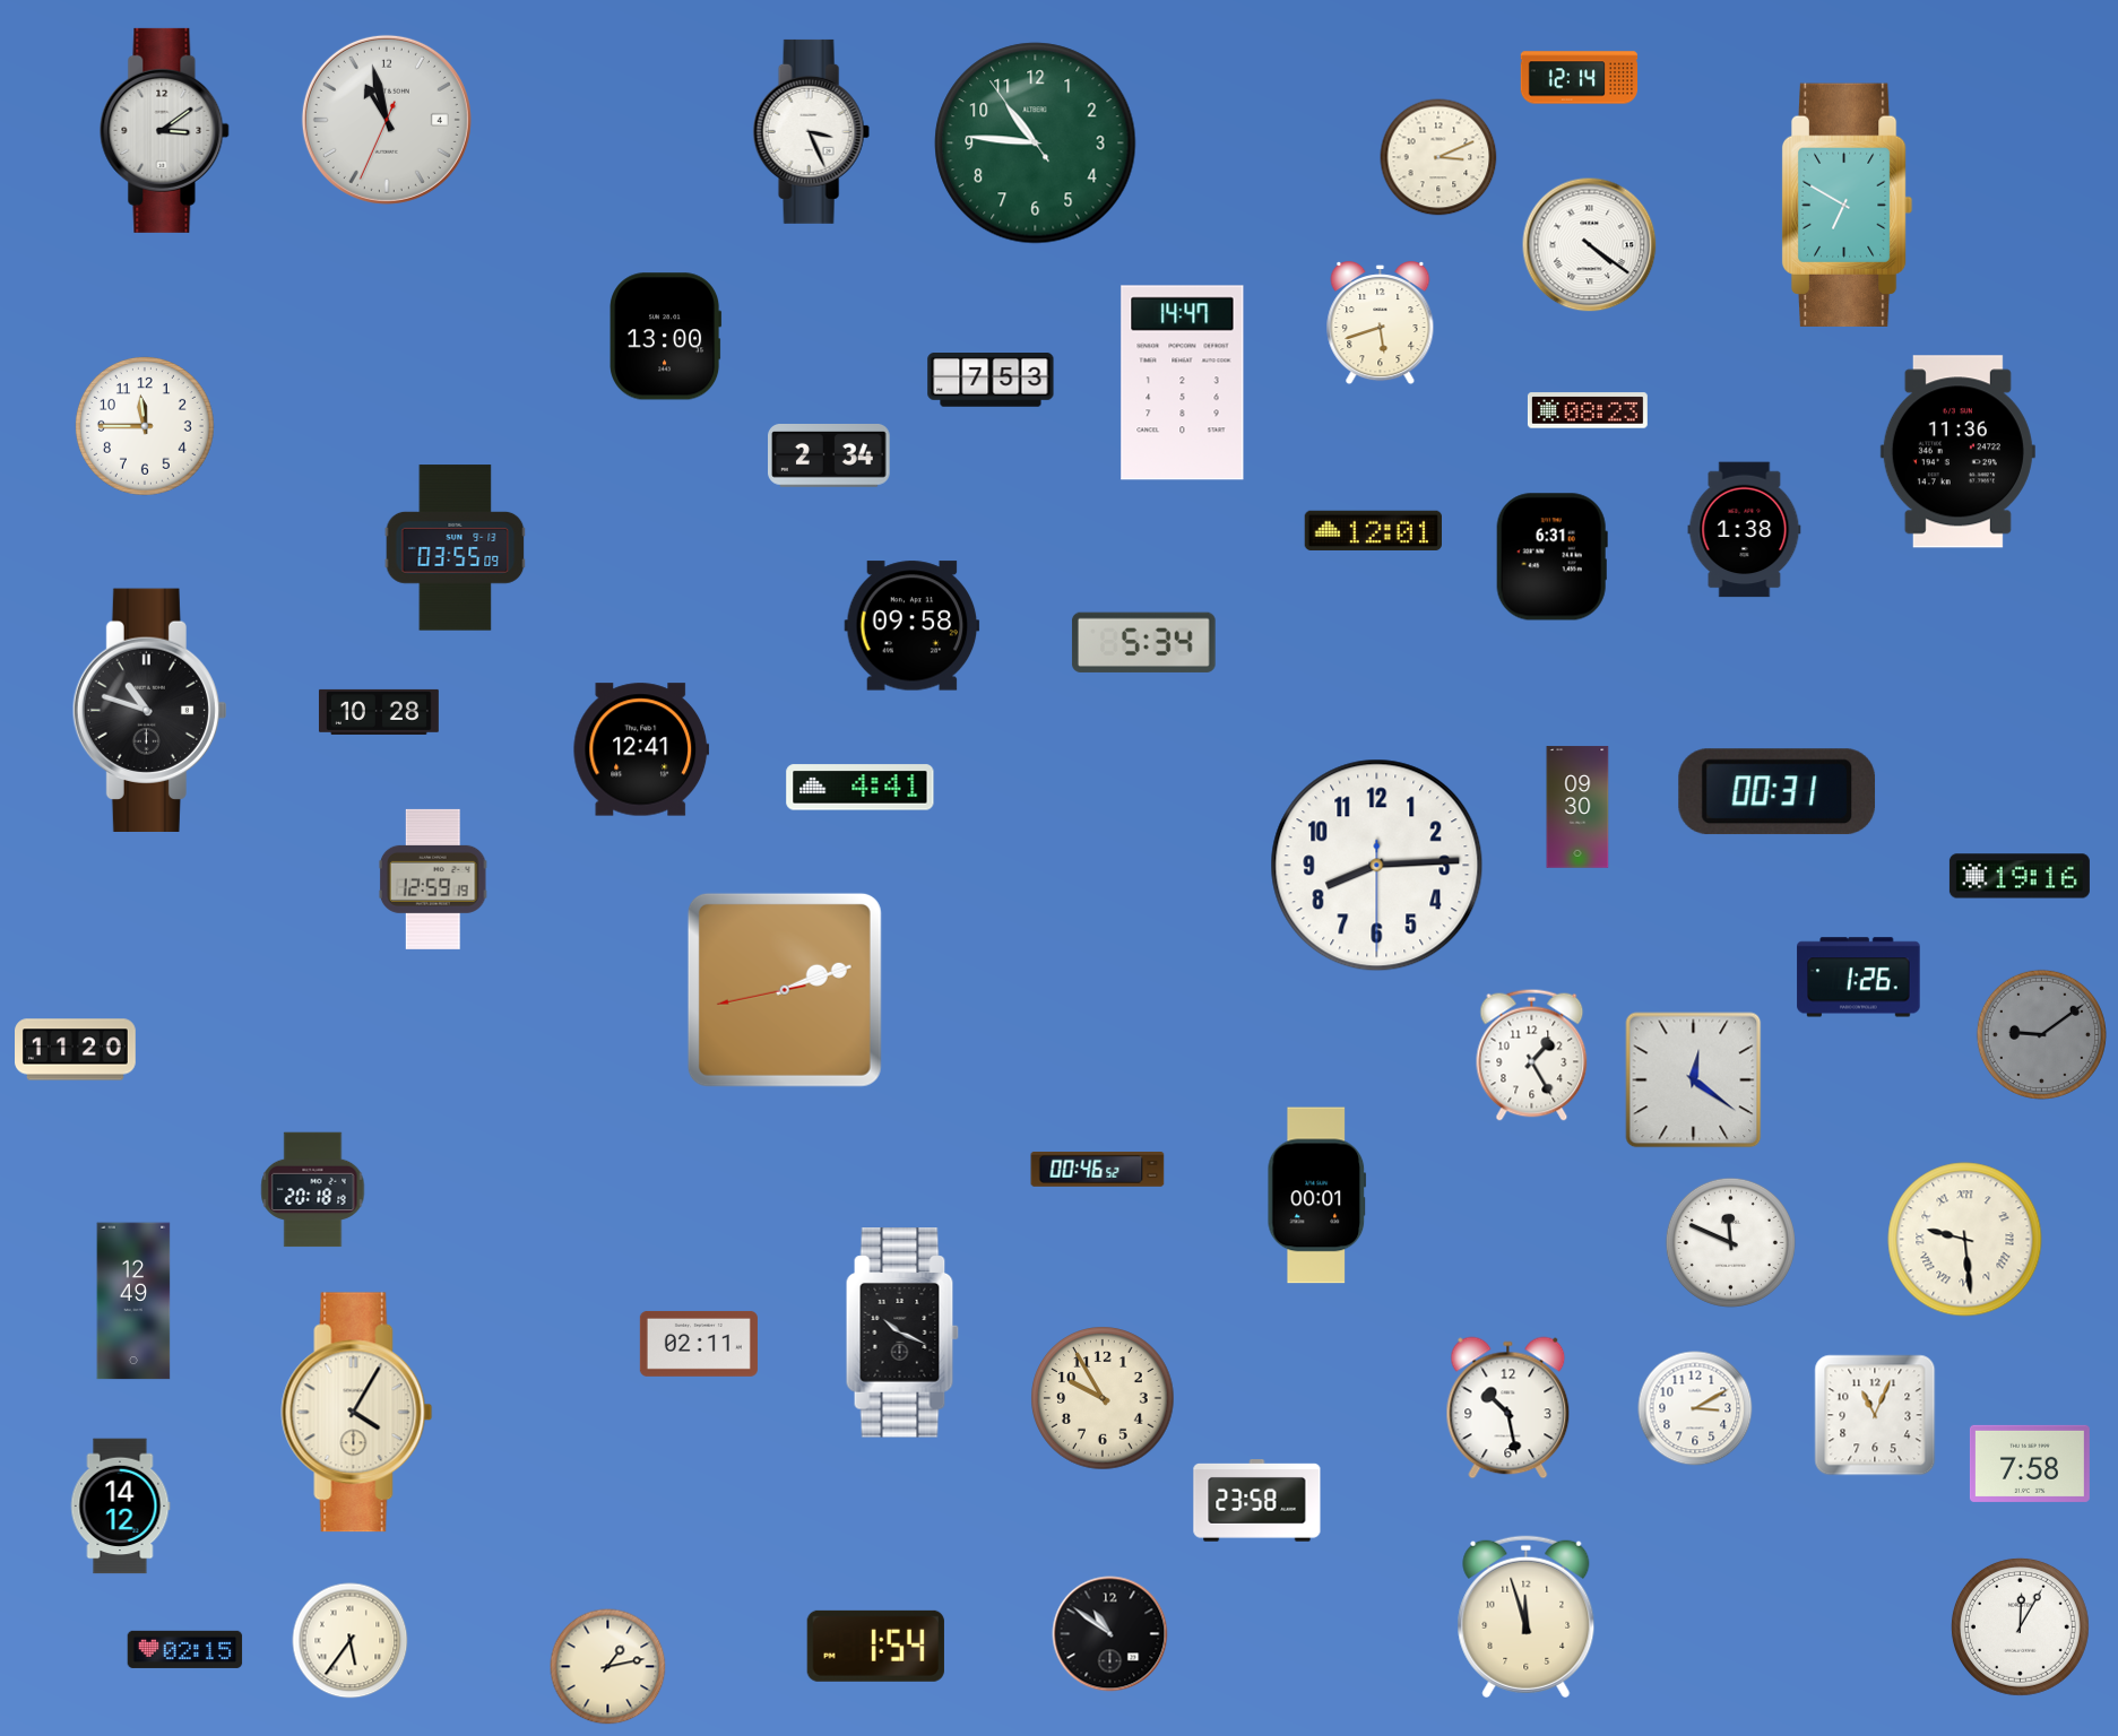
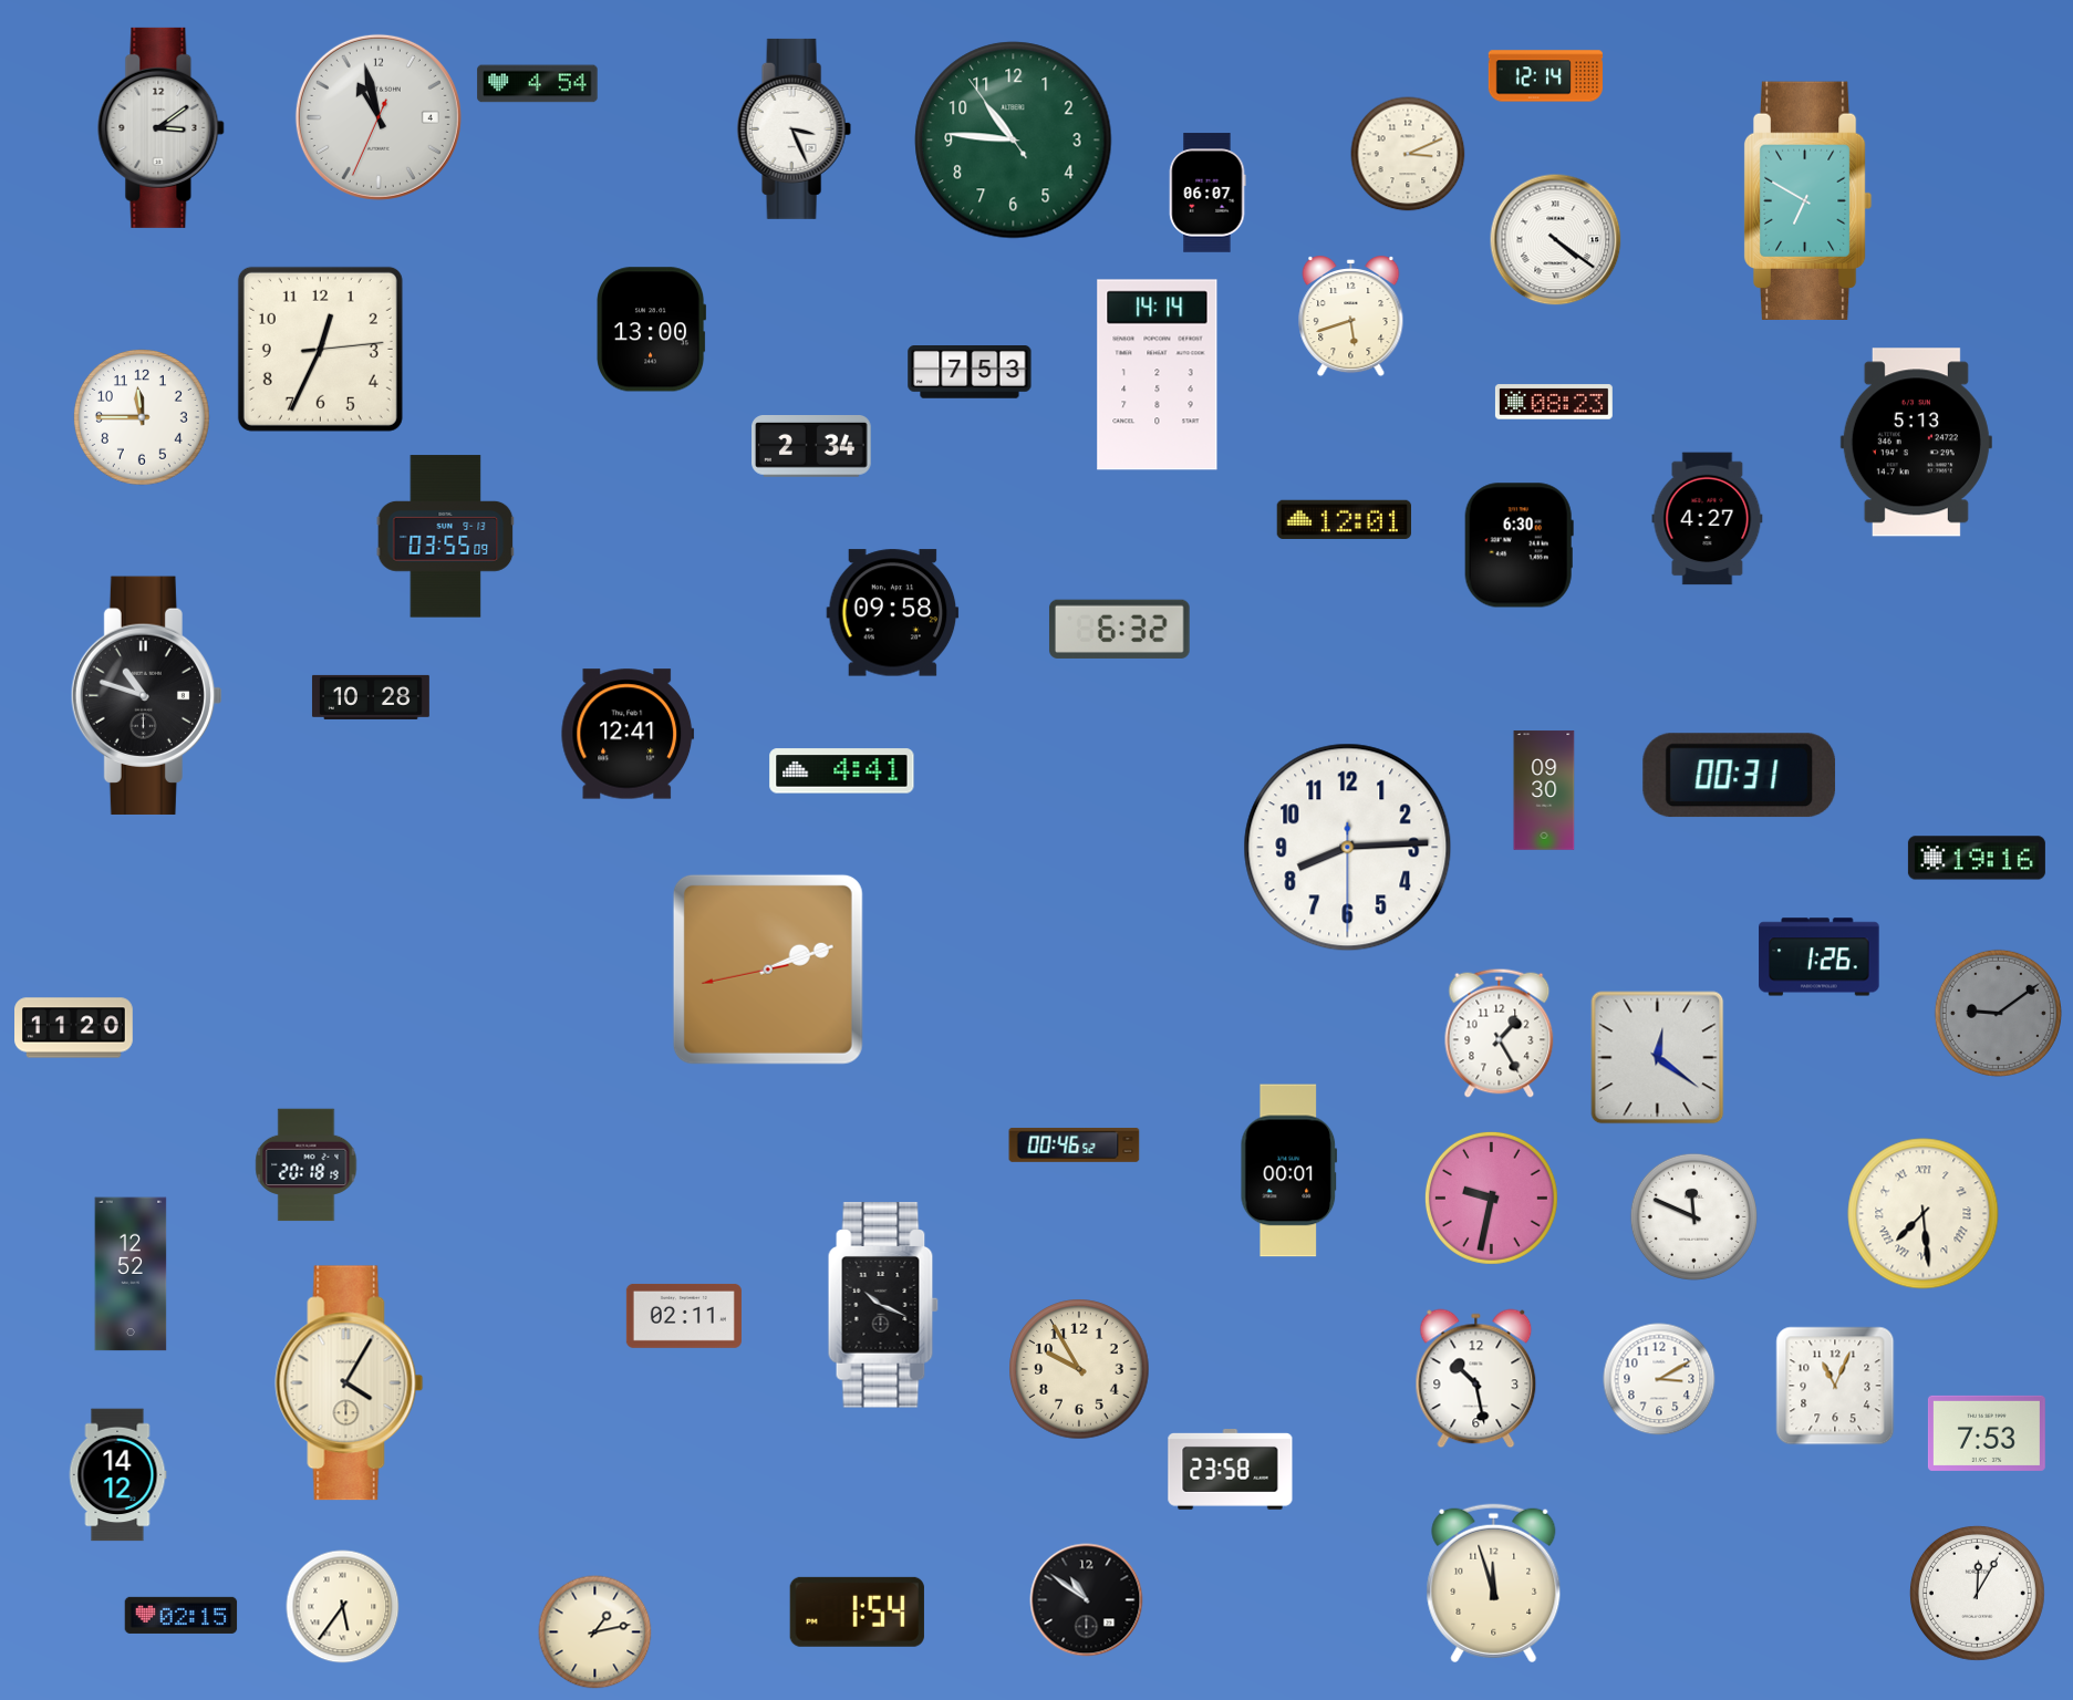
clock at (538, 84): none -> 4:54
clock at (1207, 193): none -> 06:07
clock at (320, 349): none -> 12:34
clock at (1183, 383): 14:47 -> 14:14
clock at (1957, 452): 11:36 -> 5:13
clock at (1745, 530): 1:38 -> 4:27
clock at (1551, 557): 6:31 -> 6:30
clock at (1143, 642): 5:34 -> 6:32
clock at (433, 879): 12:59 -> none
clock at (1491, 1198): none -> 9:32
clock at (1965, 1240): 9:29 -> 7:29
clock at (133, 1301): 12:49 -> 12:52
clock at (2030, 1464): 7:58 -> 7:53
